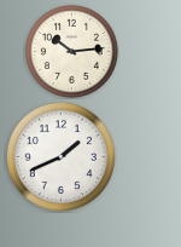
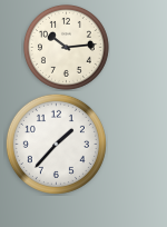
clock at (60, 156): 1:41 -> 1:37
